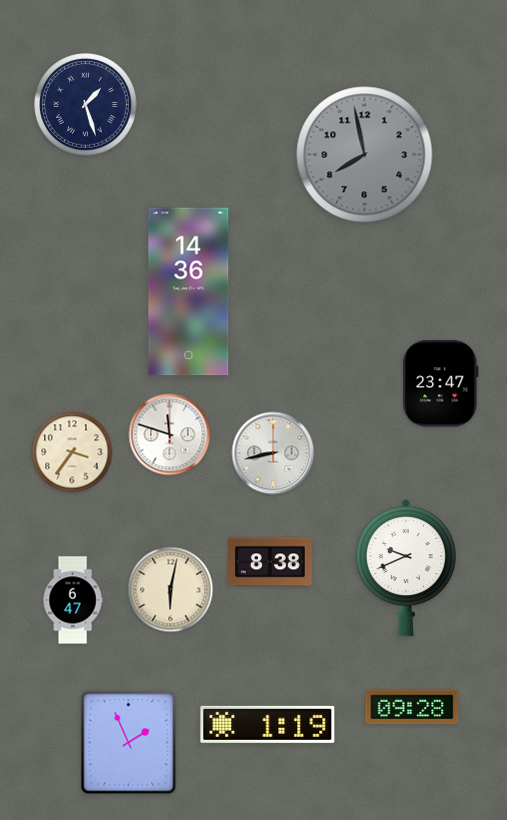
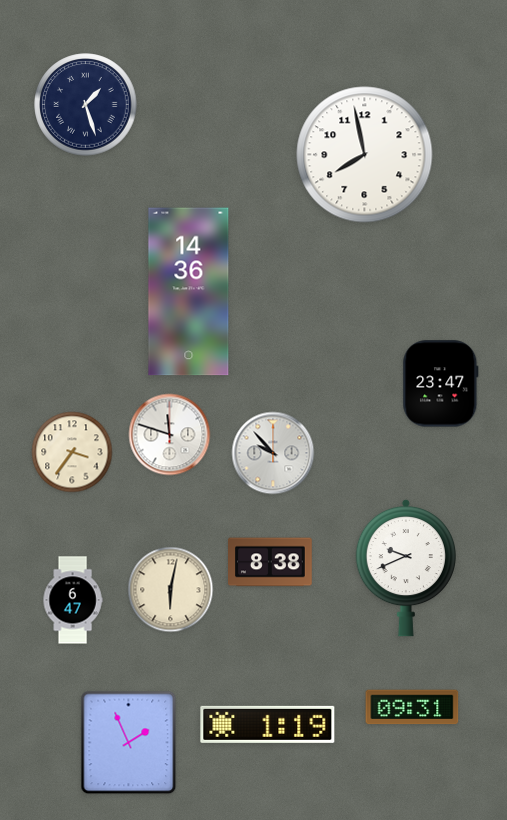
clock at (365, 155) dial: grey -> white
clock at (273, 453): 8:43 -> 9:53
clock at (412, 707): 09:28 -> 09:31
